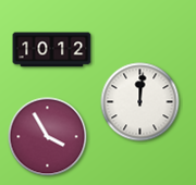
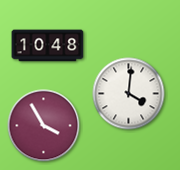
clock at (52, 50): 10:12 -> 10:48
clock at (140, 102): 12:01 -> 4:01
